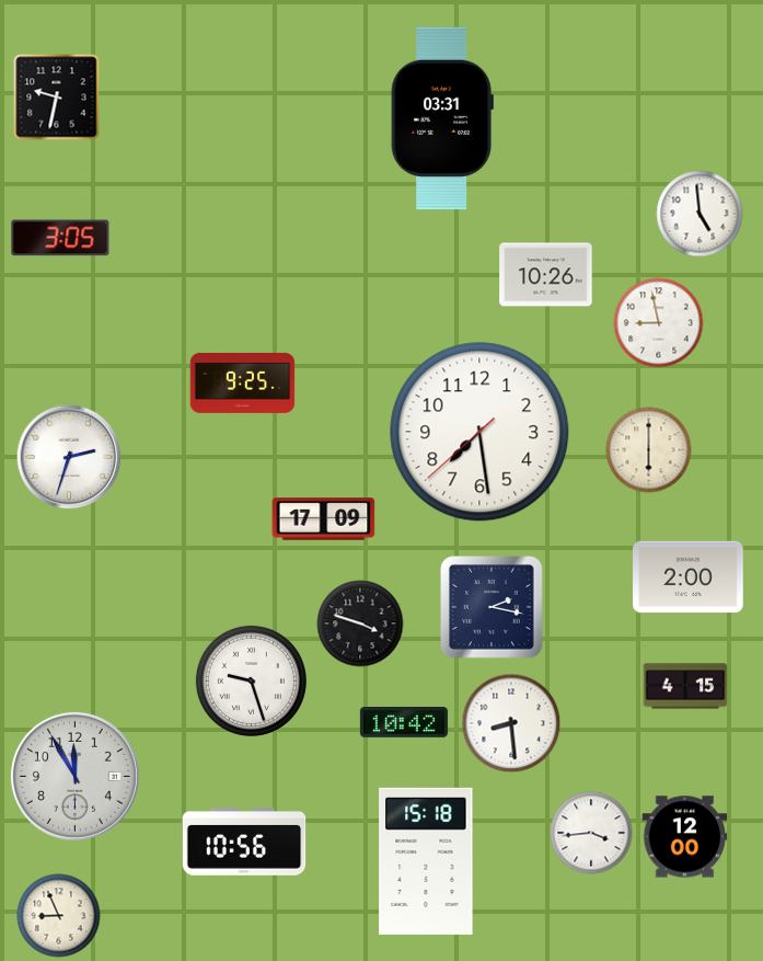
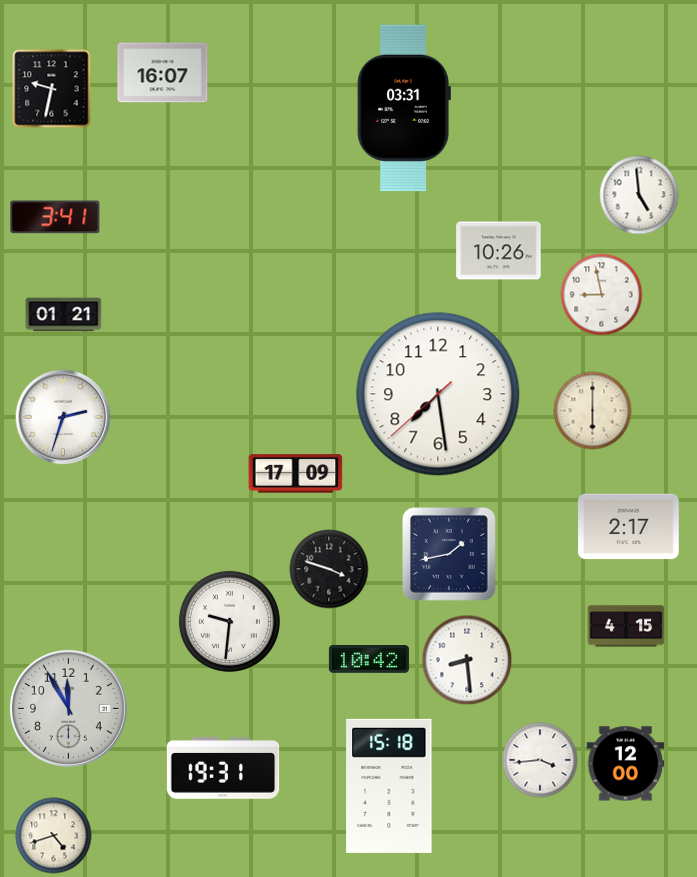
clock at (163, 73): none -> 16:07
clock at (60, 238): 3:05 -> 3:41
clock at (64, 315): none -> 01:21
clock at (243, 382): 9:25 -> none
clock at (689, 577): 2:00 -> 2:17
clock at (492, 607): 2:17 -> 1:43
clock at (251, 680): 9:27 -> 9:31
clock at (244, 842): 10:56 -> 19:31
clock at (59, 916): 8:56 -> 4:42
